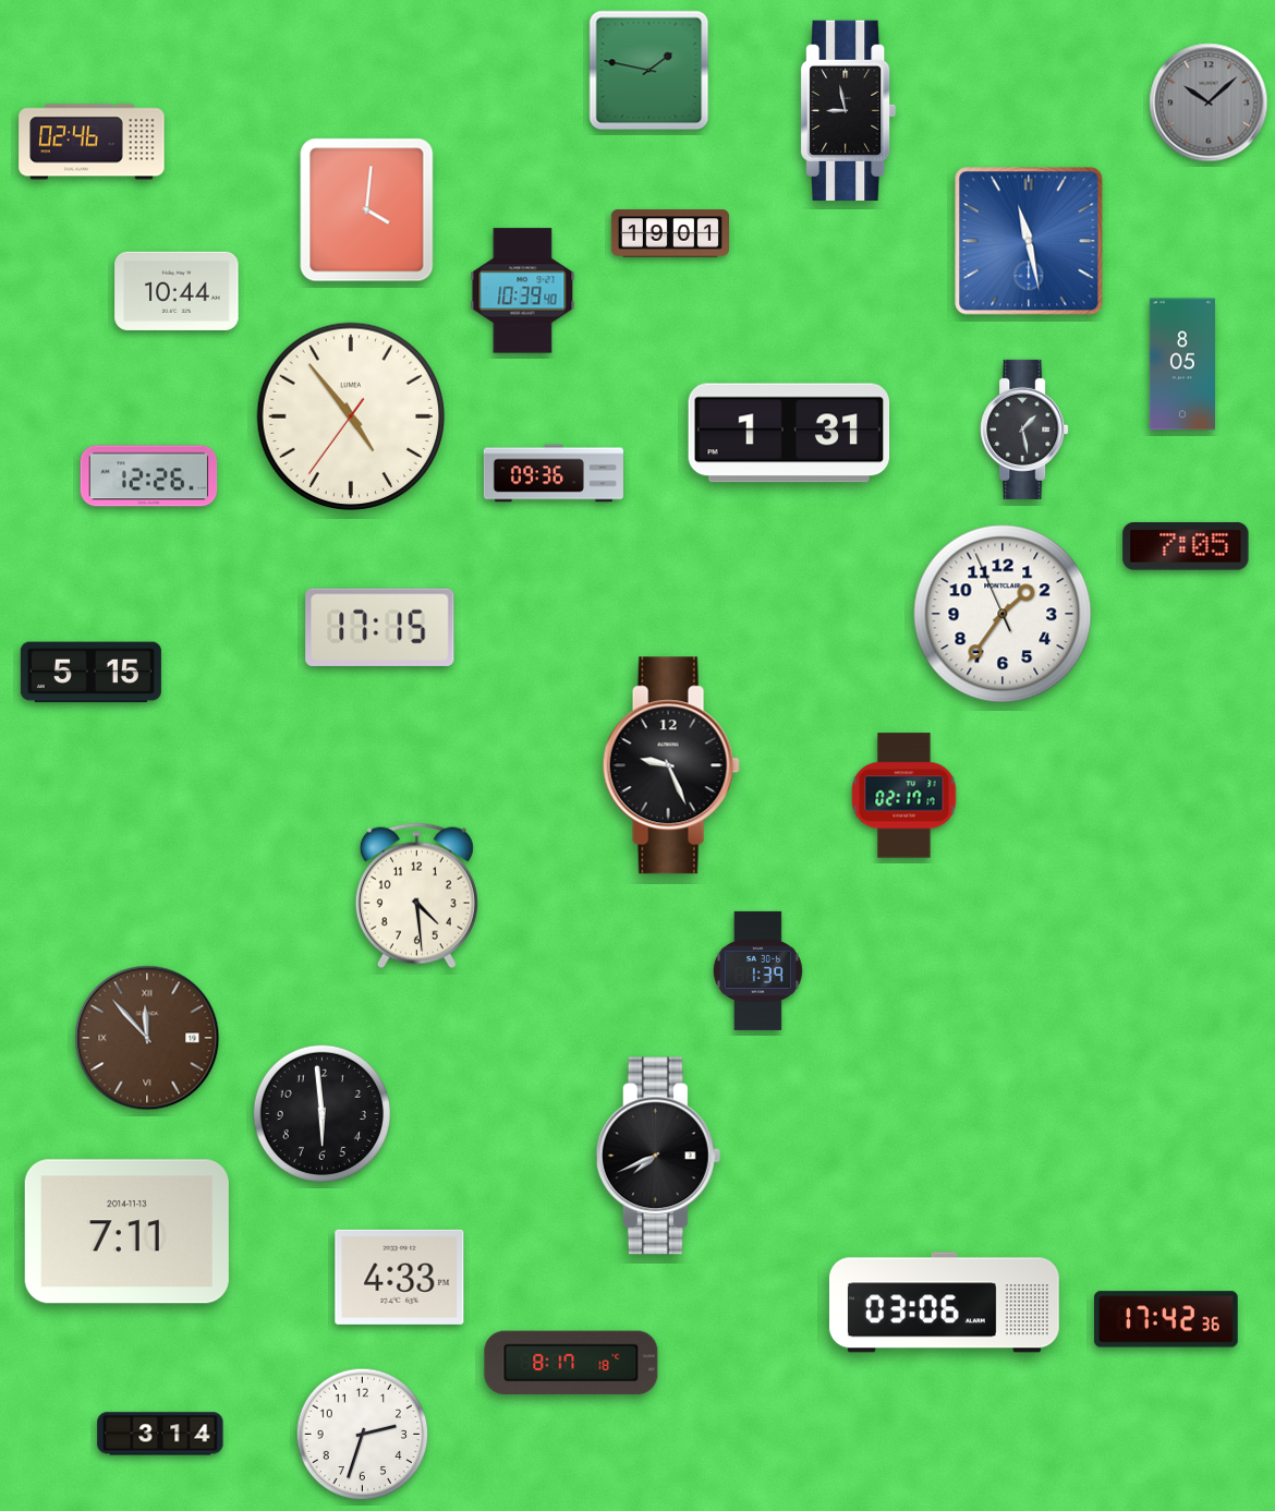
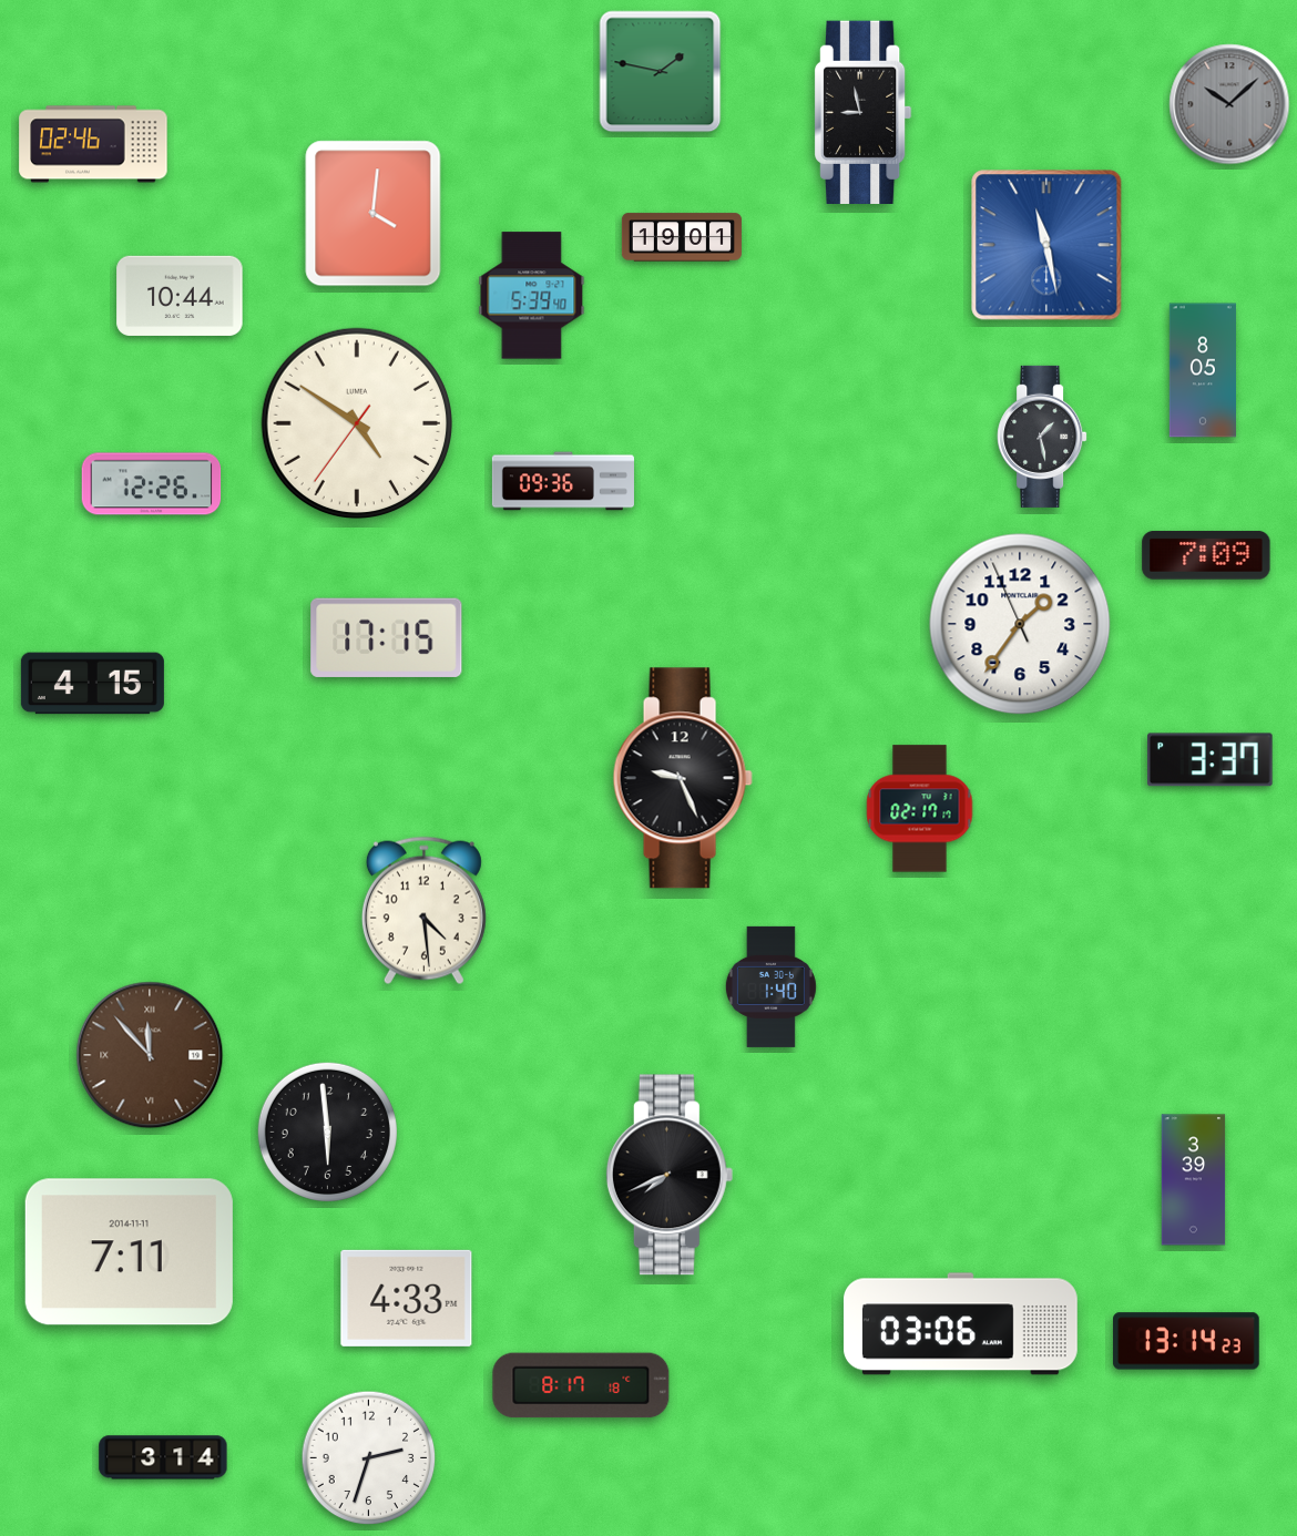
clock at (523, 291): 10:39 -> 5:39
clock at (350, 415): 4:53 -> 4:50
clock at (789, 433): 1:31 -> none
clock at (1186, 546): 7:05 -> 7:09
clock at (90, 673): 5:15 -> 4:15
clock at (1211, 760): none -> 3:37
clock at (757, 970): 1:39 -> 1:40
clock at (1194, 1180): none -> 3:39
clock at (126, 1232) date: 2014-11-13 -> 2014-11-11
clock at (1167, 1319): 17:42 -> 13:14
